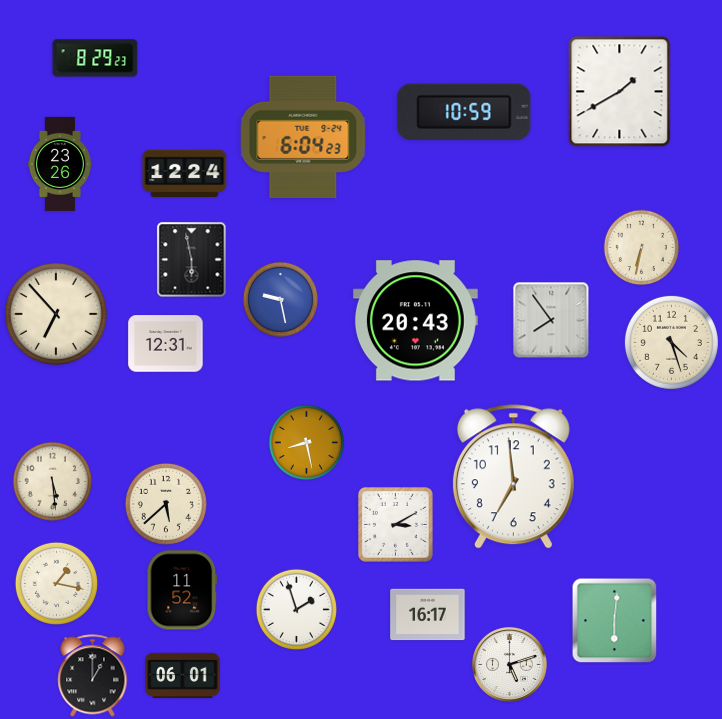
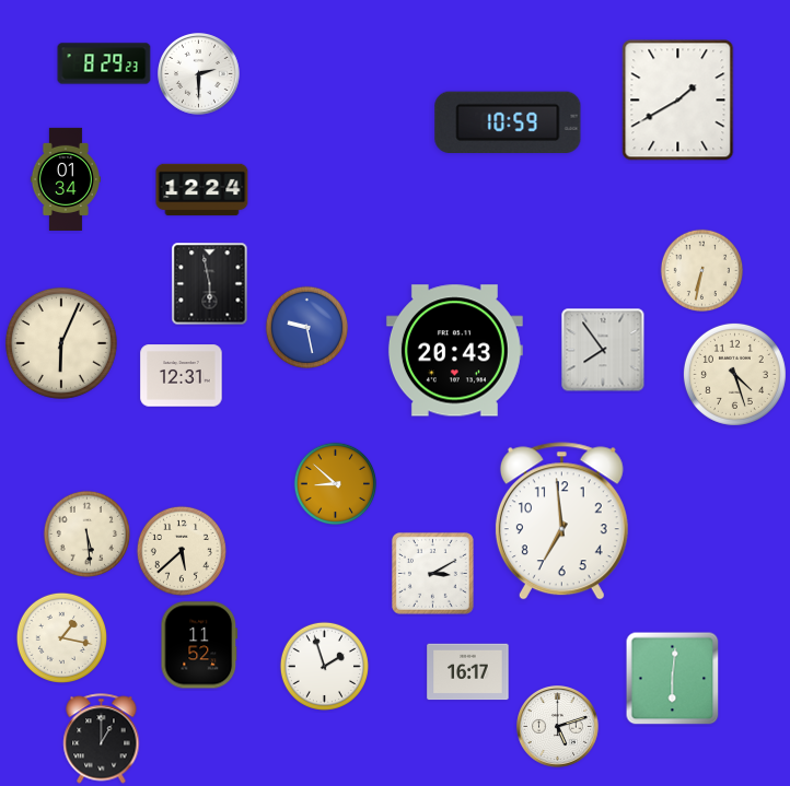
clock at (199, 74): none -> 2:30
clock at (303, 136): 6:04 -> none
clock at (59, 164): 23:26 -> 01:34
clock at (56, 314): 6:53 -> 6:04
clock at (306, 442): 8:28 -> 8:52
clock at (52, 481) position: (52, 481) -> (86, 533)
clock at (183, 675): 06:01 -> none
